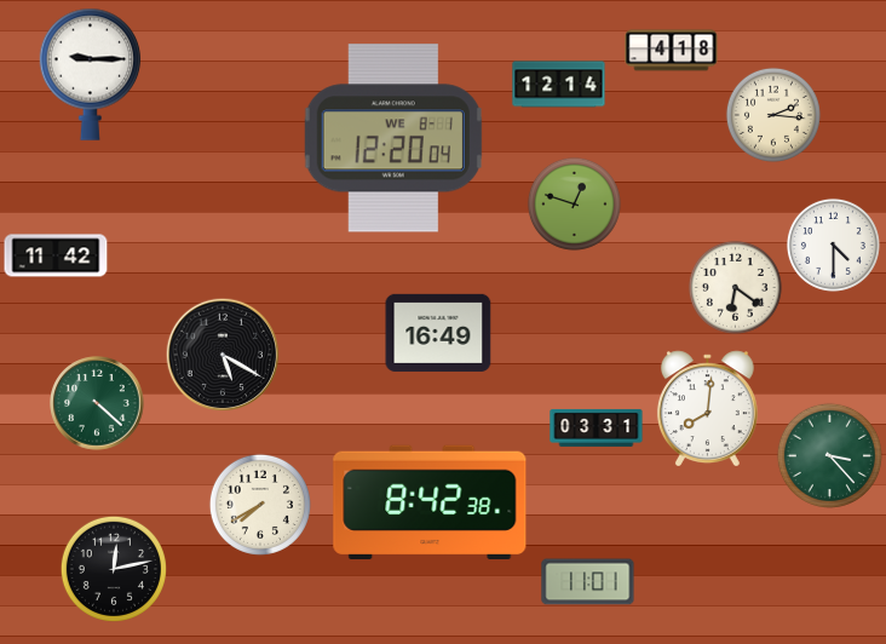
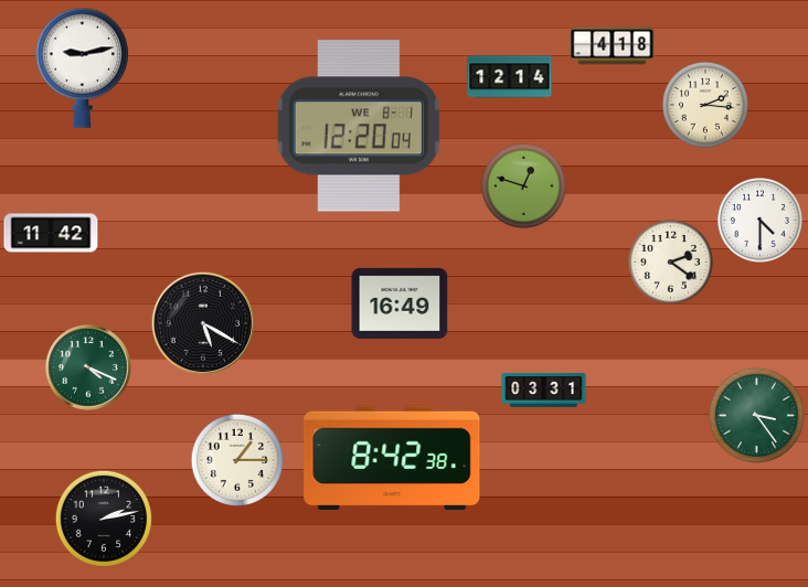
clock at (91, 74): 9:15 -> 9:13
clock at (833, 245) position: (833, 245) -> (759, 220)
clock at (735, 287): 6:21 -> 2:21
clock at (97, 403): 4:22 -> 4:19
clock at (707, 408): 8:01 -> none
clock at (829, 455): 3:23 -> 3:24
clock at (260, 505): 7:40 -> 1:15
clock at (114, 569): 12:13 -> 2:13
clock at (588, 582): 11:01 -> none
